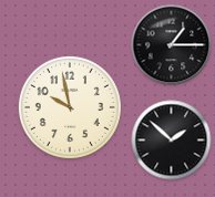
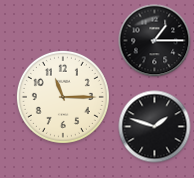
clock at (70, 107): 9:58 -> 11:15
clock at (172, 141): 1:52 -> 1:48
